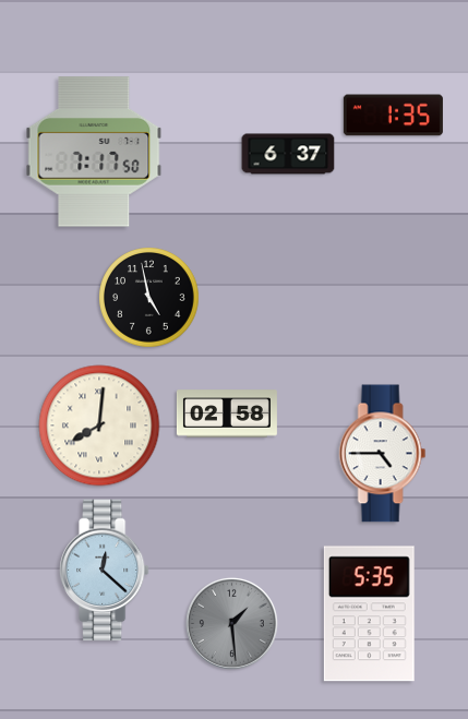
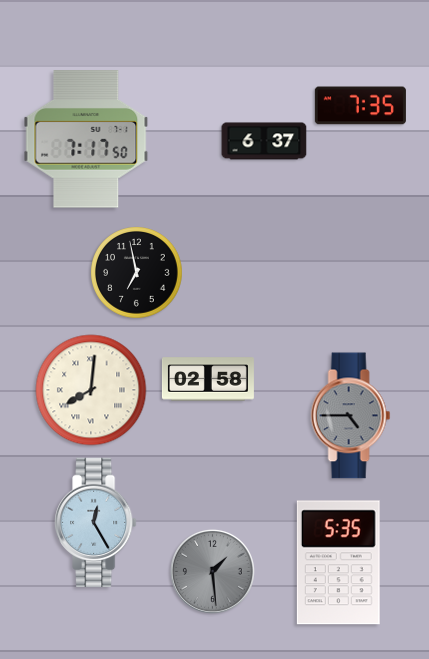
clock at (393, 116): 1:35 -> 7:35
clock at (149, 298): 4:58 -> 6:58
clock at (383, 454) dial: white -> grey
clock at (105, 571): 12:22 -> 12:25
